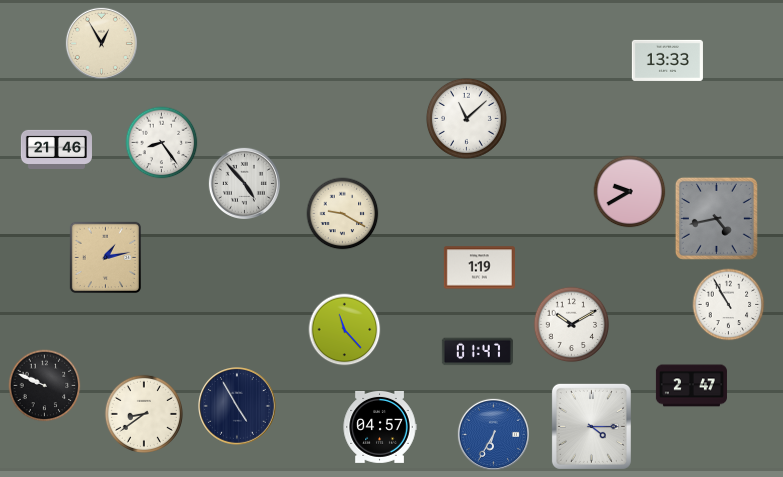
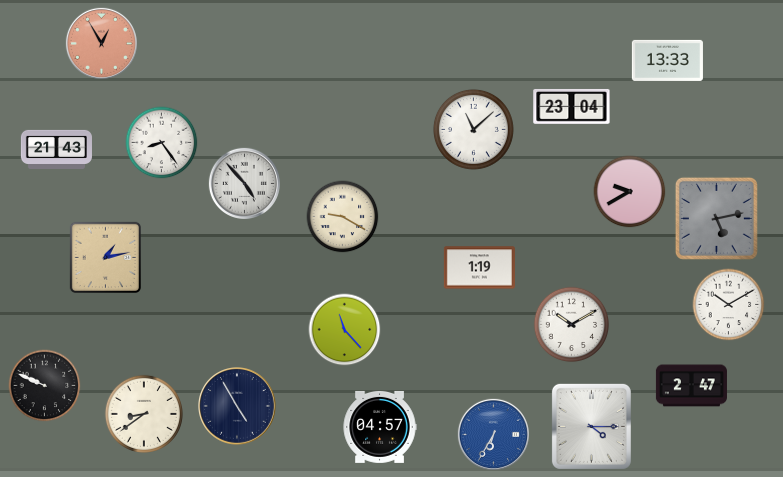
clock at (101, 43) dial: cream -> salmon
clock at (572, 106): none -> 23:04
clock at (466, 118) position: (466, 118) -> (473, 129)
clock at (56, 149): 21:46 -> 21:43
clock at (343, 214) position: (343, 214) -> (343, 217)
clock at (716, 218): 4:43 -> 5:13
clock at (729, 305): 10:55 -> 10:10
clock at (477, 352): 01:47 -> none
